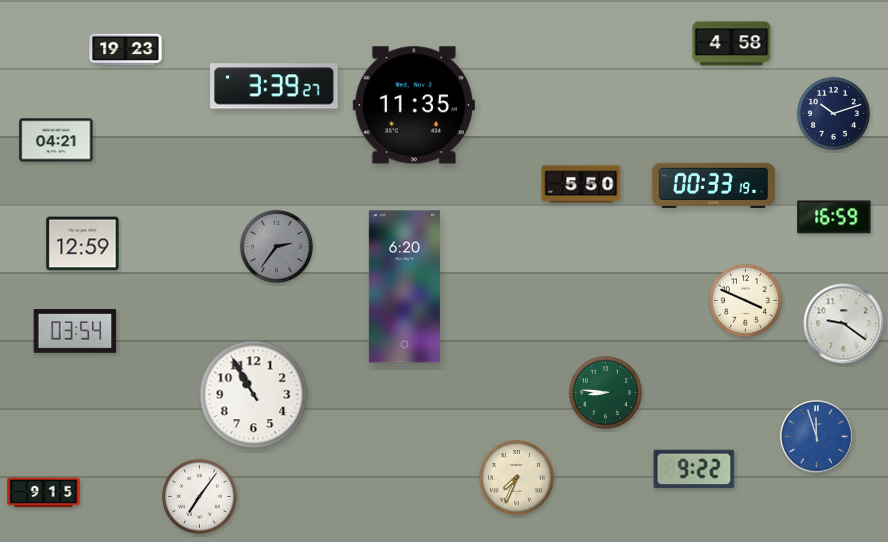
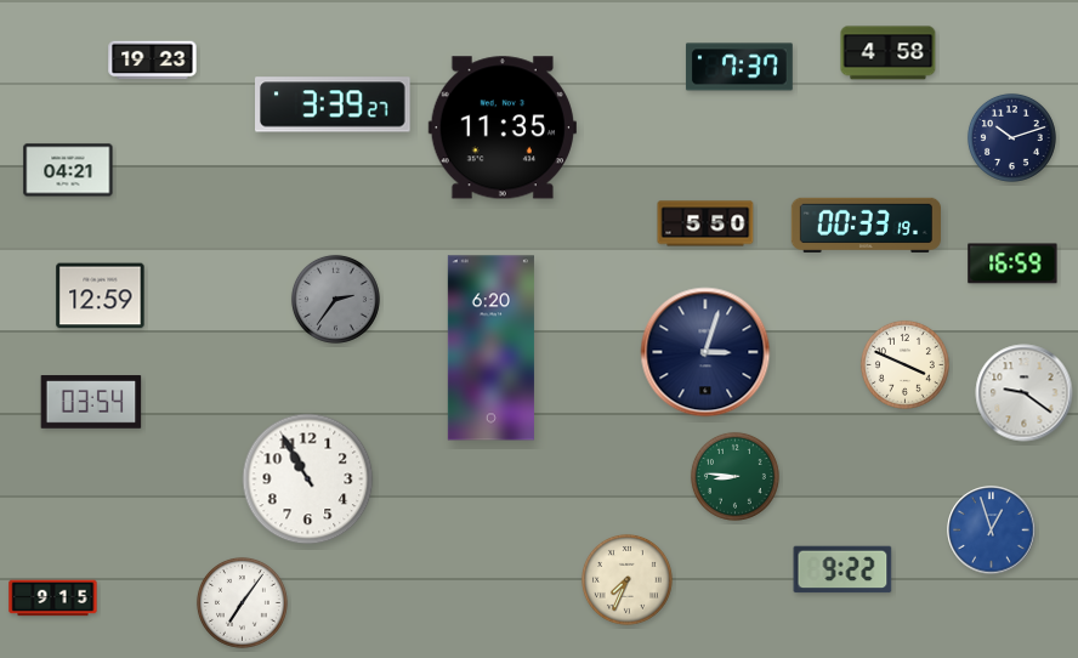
clock at (739, 67): none -> 7:37
clock at (705, 352): none -> 3:03
clock at (817, 437): 11:57 -> 12:57
